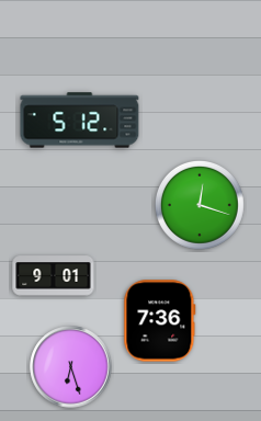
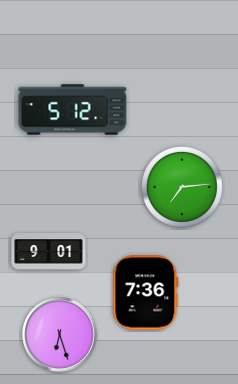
clock at (200, 205): 12:18 -> 7:14
clock at (71, 367) position: (71, 367) -> (60, 335)
